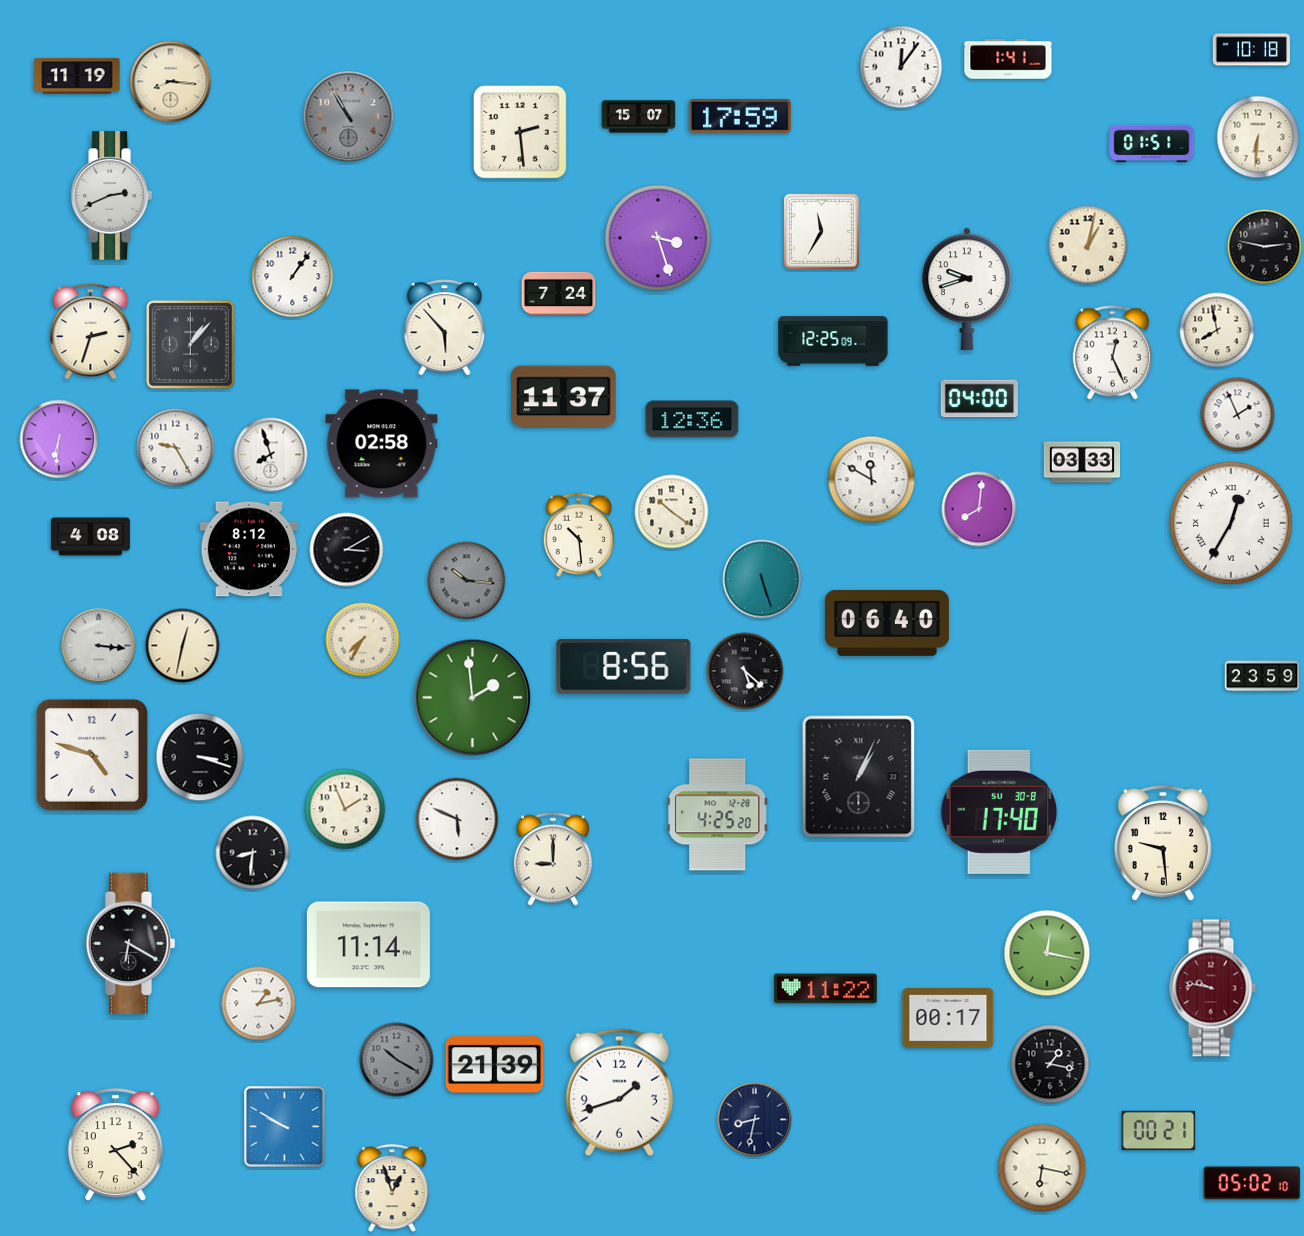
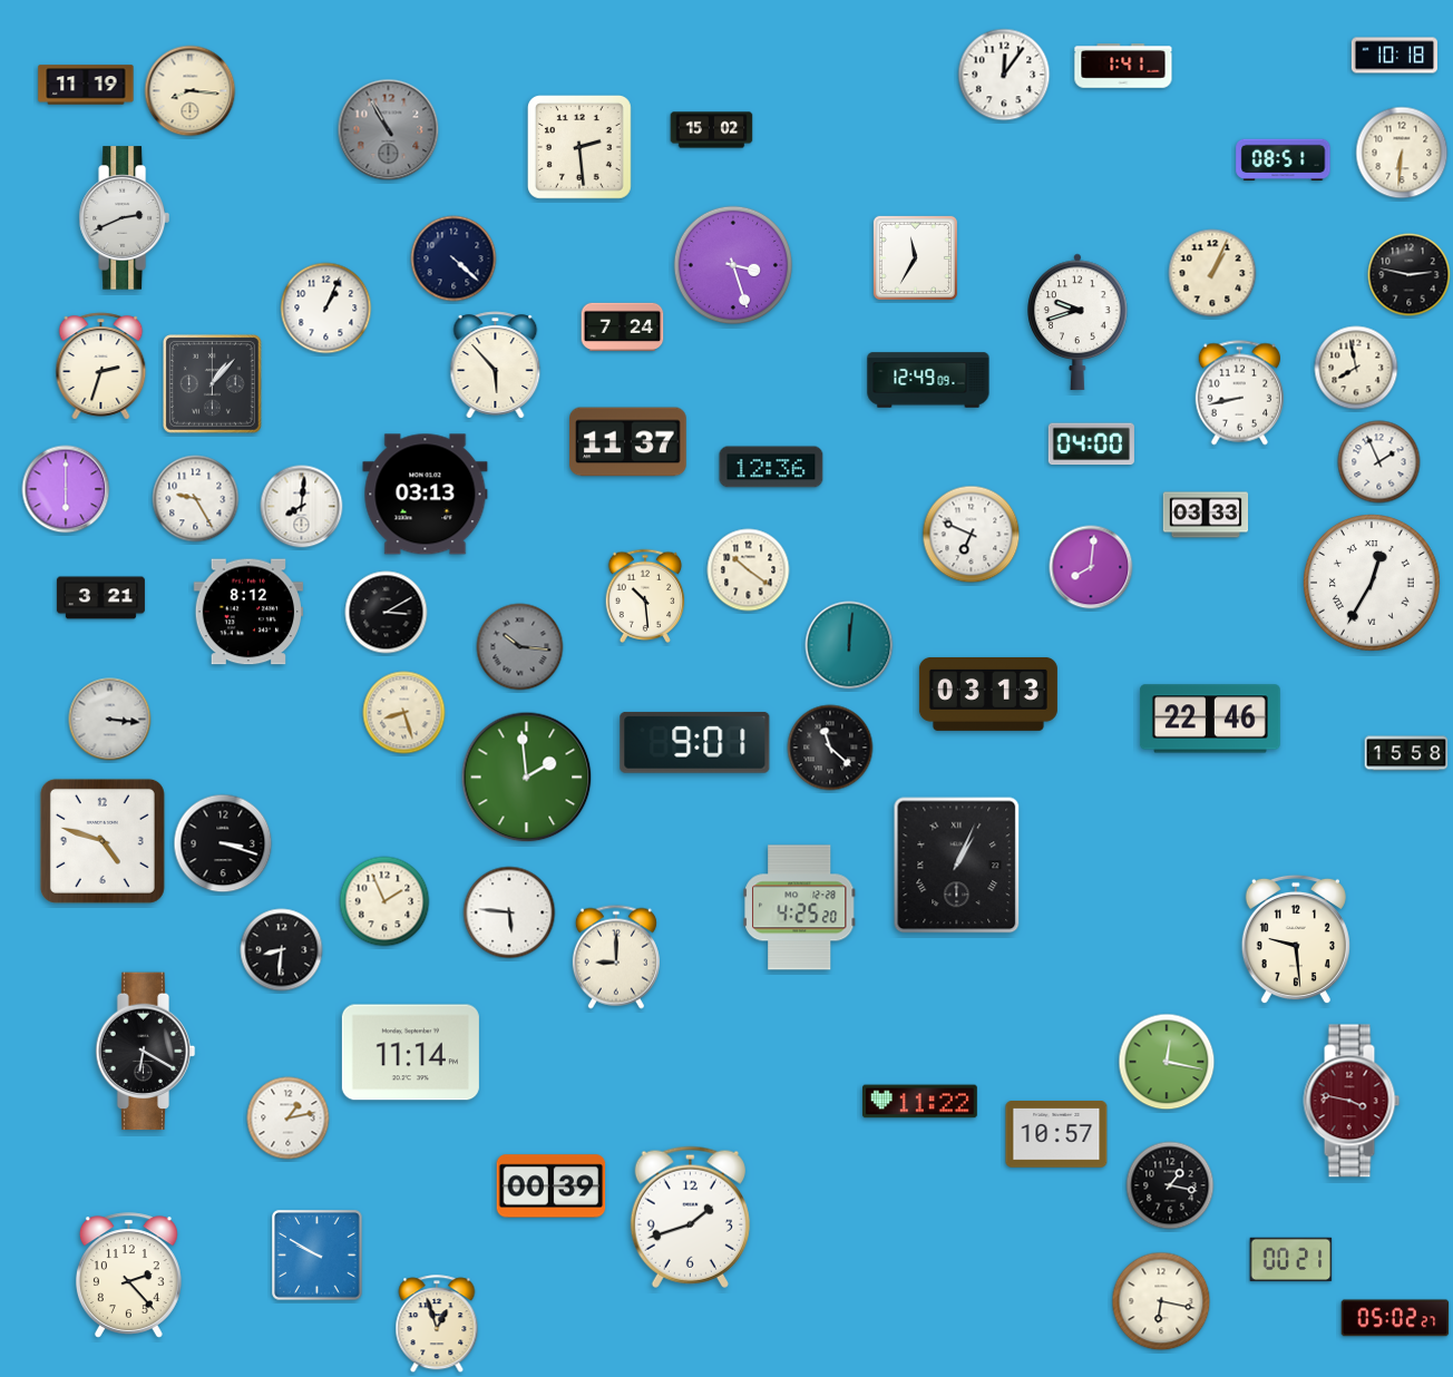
clock at (639, 117): 15:07 -> 15:02
clock at (740, 117): 17:59 -> none
clock at (1152, 143): 01:51 -> 08:51
clock at (454, 258): none -> 4:22
clock at (1088, 245): 1:02 -> 1:04
clock at (293, 277): 1:06 -> 1:04
clock at (91, 332) position: (91, 332) -> (101, 367)
clock at (833, 341): 12:25 -> 12:49
clock at (1112, 353): 12:26 -> 8:43
clock at (59, 439): 6:31 -> 6:00
clock at (382, 444): 02:58 -> 03:13
clock at (271, 455): 7:57 -> 8:01
clock at (872, 480): 11:50 -> 6:49
clock at (90, 537): 4:08 -> 3:21
clock at (249, 549) position: (249, 549) -> (248, 612)
clock at (762, 579): 5:27 -> 12:01
clock at (887, 623): 06:40 -> 03:13
clock at (363, 640): 7:35 -> 8:27
clock at (1210, 719): none -> 22:46
clock at (183, 646): 12:32 -> none
clock at (624, 666): 8:56 -> 9:01
clock at (745, 671): 5:22 -> 11:22
clock at (1262, 676): 23:59 -> 15:58
clock at (999, 812): 17:40 -> none
clock at (457, 819): 5:49 -> 5:46
clock at (1213, 988): 9:47 -> 3:47
clock at (948, 1018): 00:17 -> 10:57
clock at (397, 1060): 10:20 -> none
clock at (495, 1065): 21:39 -> 00:39
clock at (755, 1120): 8:32 -> none
clock at (1252, 1183): 05:02:10 -> 05:02:27
